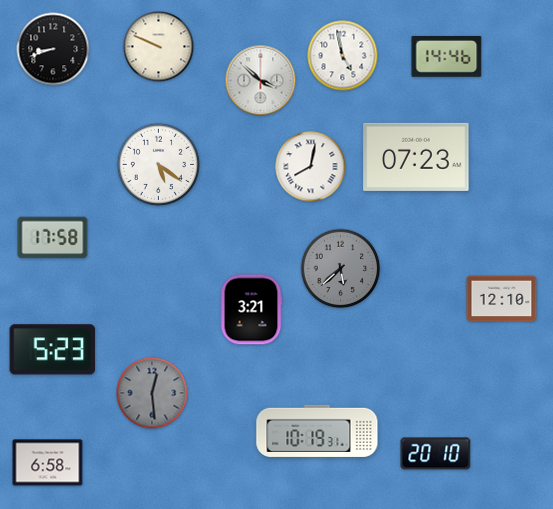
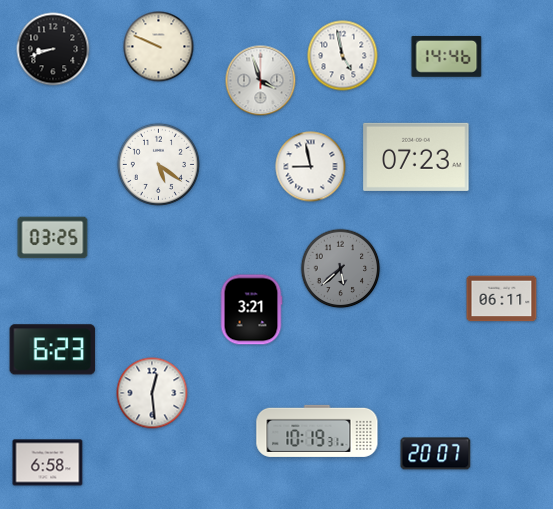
clock at (261, 81): 3:52 -> 3:57
clock at (311, 167): 8:02 -> 8:58
clock at (53, 238): 17:58 -> 03:25
clock at (502, 299): 12:10 -> 06:11
clock at (53, 350): 5:23 -> 6:23
clock at (152, 393) dial: grey -> white
clock at (436, 454): 20:10 -> 20:07
